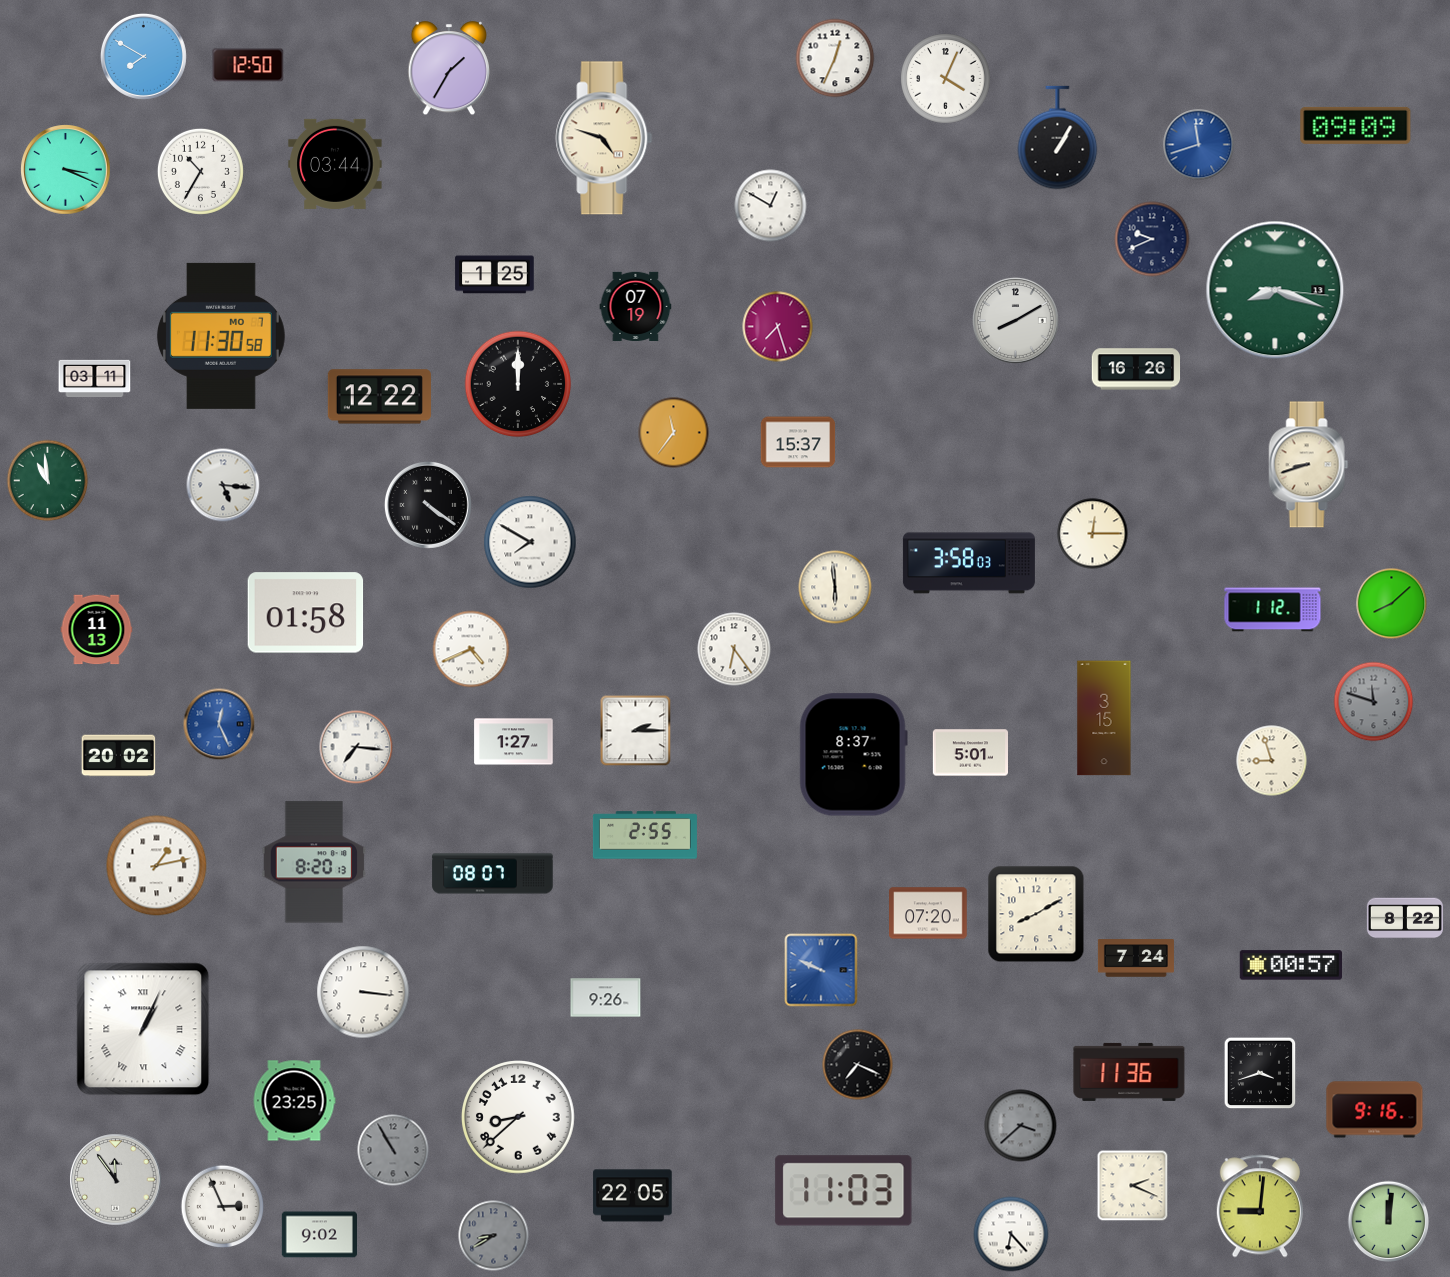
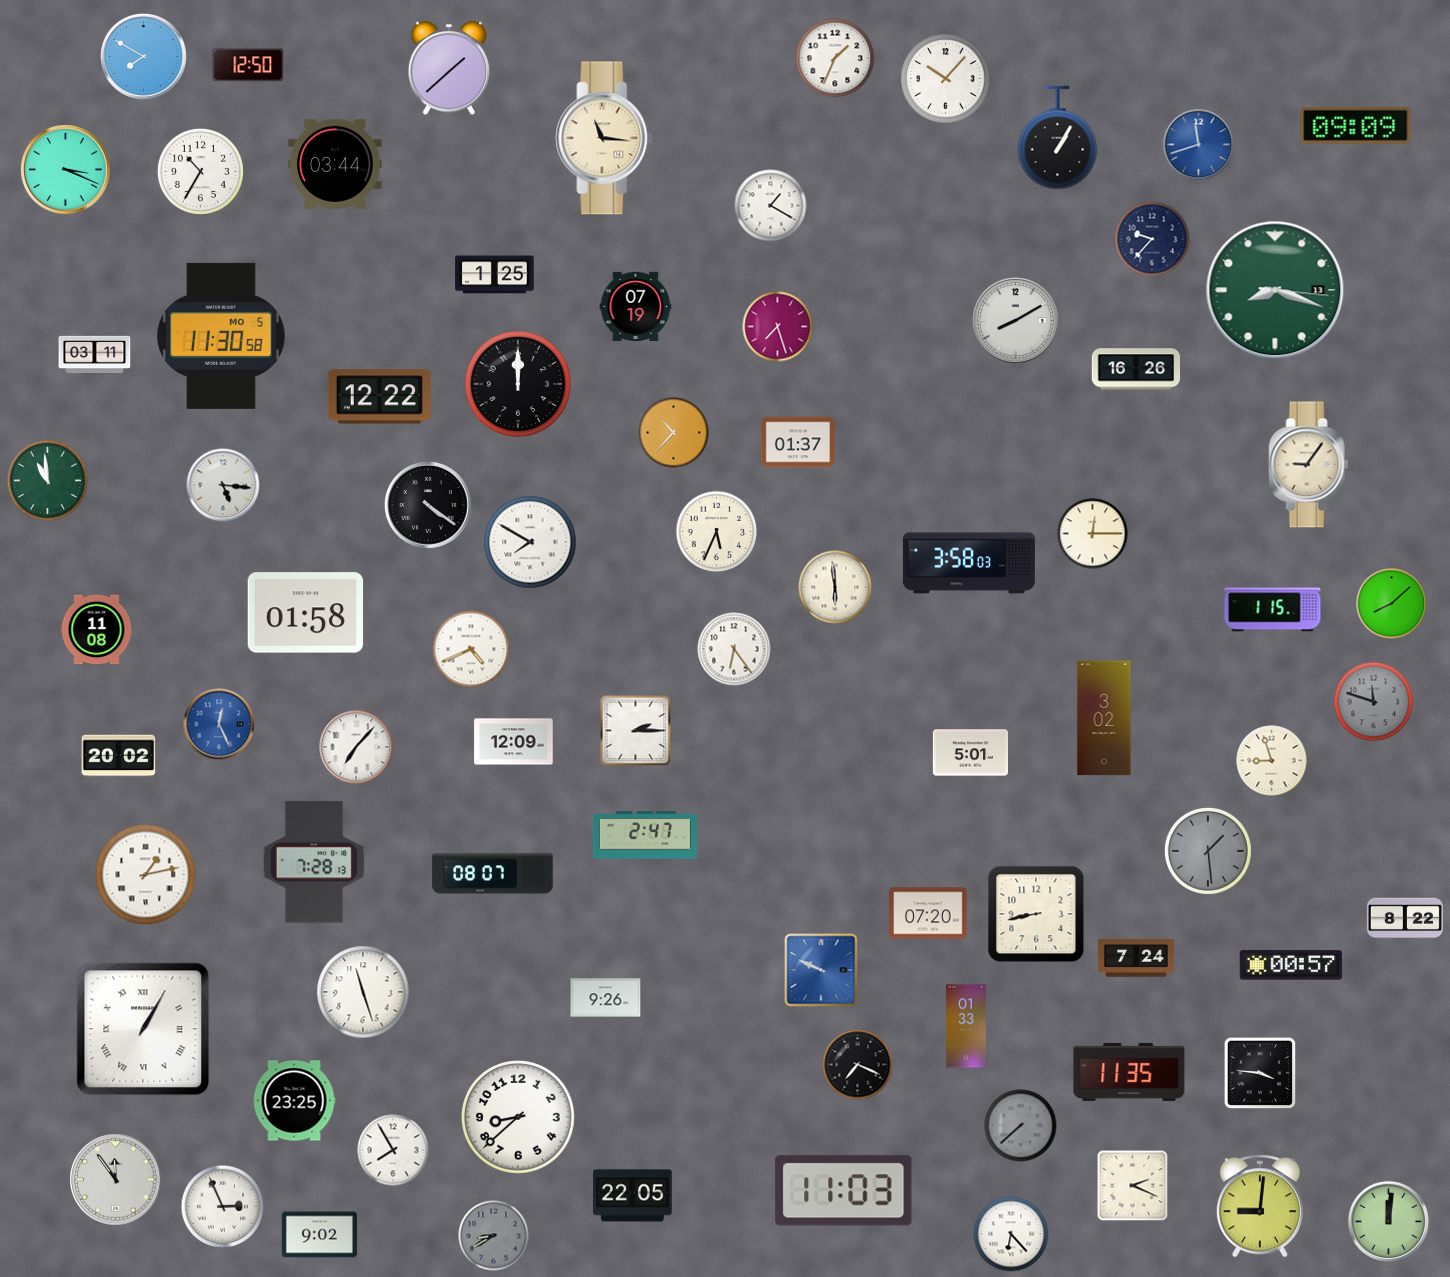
clock at (835, 58): 12:34 -> 1:34
clock at (449, 69): 1:35 -> 1:38
clock at (946, 79): 4:04 -> 10:07
clock at (604, 138): 4:48 -> 11:16
clock at (771, 206): 12:50 -> 1:20
clock at (1152, 239): 9:41 -> 9:37
clock at (221, 336) date: MO 7 -> MO 5
clock at (95, 379) position: (95, 379) -> (95, 355)
clock at (674, 433): 11:36 -> 10:37
clock at (798, 442): 15:37 -> 01:37
clock at (1309, 465): 8:42 -> 9:06
clock at (717, 532): none -> 5:34
clock at (1273, 610): 1:12 -> 1:15
clock at (97, 630): 11:13 -> 11:08
clock at (1104, 718): 3:15 -> 3:02
clock at (514, 742): 1:27 -> 12:09
clock at (356, 747): 7:16 -> 7:07
clock at (853, 755): 8:37 -> none
clock at (645, 835): 2:55 -> 2:47
clock at (1208, 851): none -> 1:29
clock at (314, 862): 8:20 -> 7:28
clock at (157, 866) position: (157, 866) -> (146, 875)
clock at (1036, 914): 8:10 -> 8:43
clock at (363, 992): 3:16 -> 11:27
clock at (966, 1026): none -> 01:33
clock at (143, 1029): 1:04 -> 1:05
clock at (1129, 1072): 11:36 -> 11:35
clock at (1260, 1073): 3:42 -> 3:46
clock at (1375, 1110): 9:16 -> none
clock at (1021, 1126): 3:38 -> 7:38
clock at (393, 1150): 10:55 -> 7:55
clock at (393, 1150) dial: grey -> white
